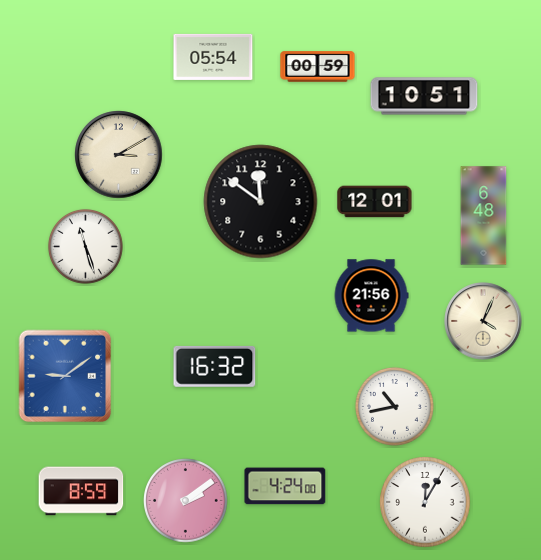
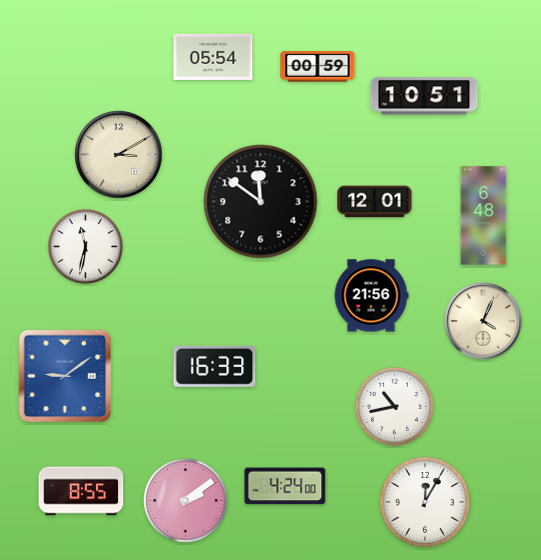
clock at (85, 246): 11:27 -> 11:32
clock at (215, 366): 16:32 -> 16:33
clock at (81, 491): 8:59 -> 8:55
